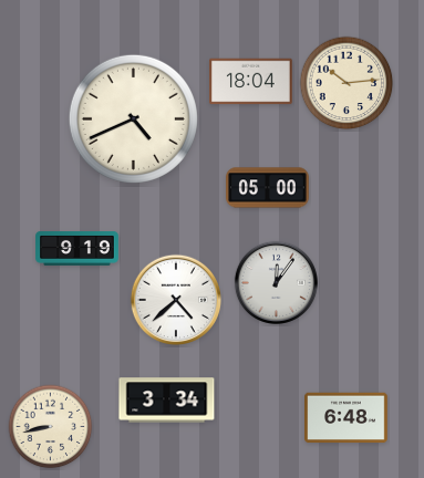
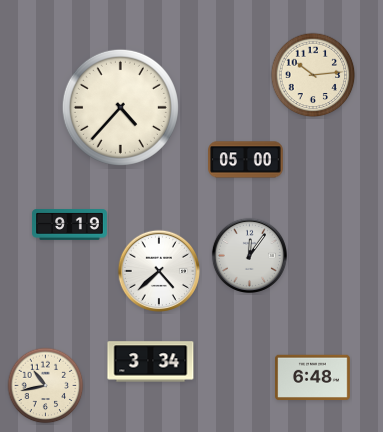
clock at (251, 82): 18:04 -> none
clock at (133, 118): 4:41 -> 4:37
clock at (268, 188) position: (268, 188) -> (246, 160)
clock at (51, 427): 8:43 -> 10:43
